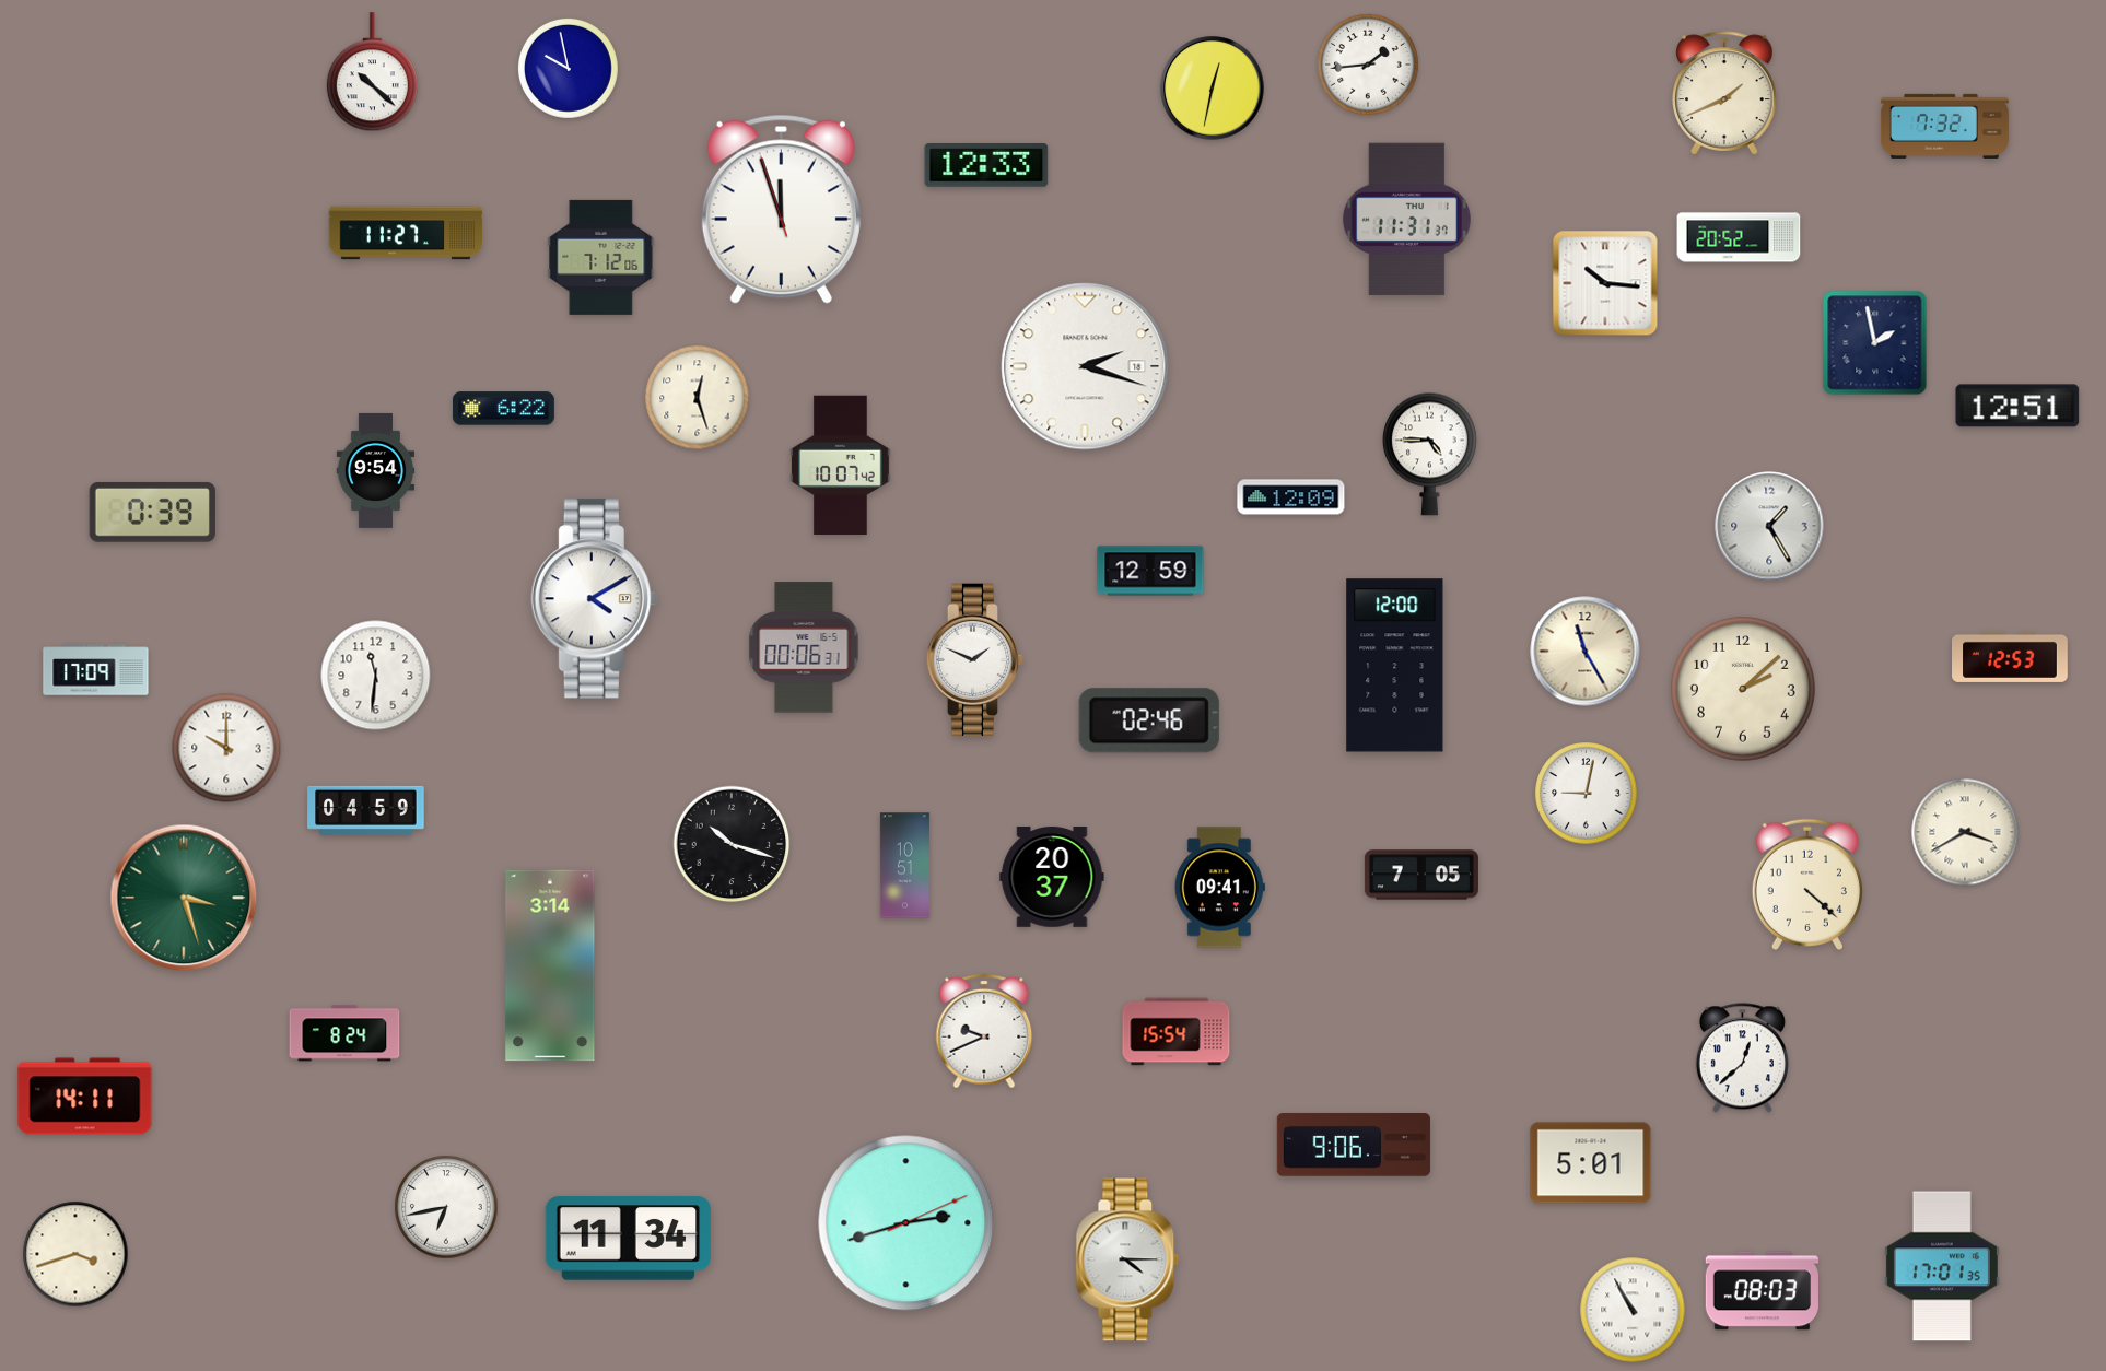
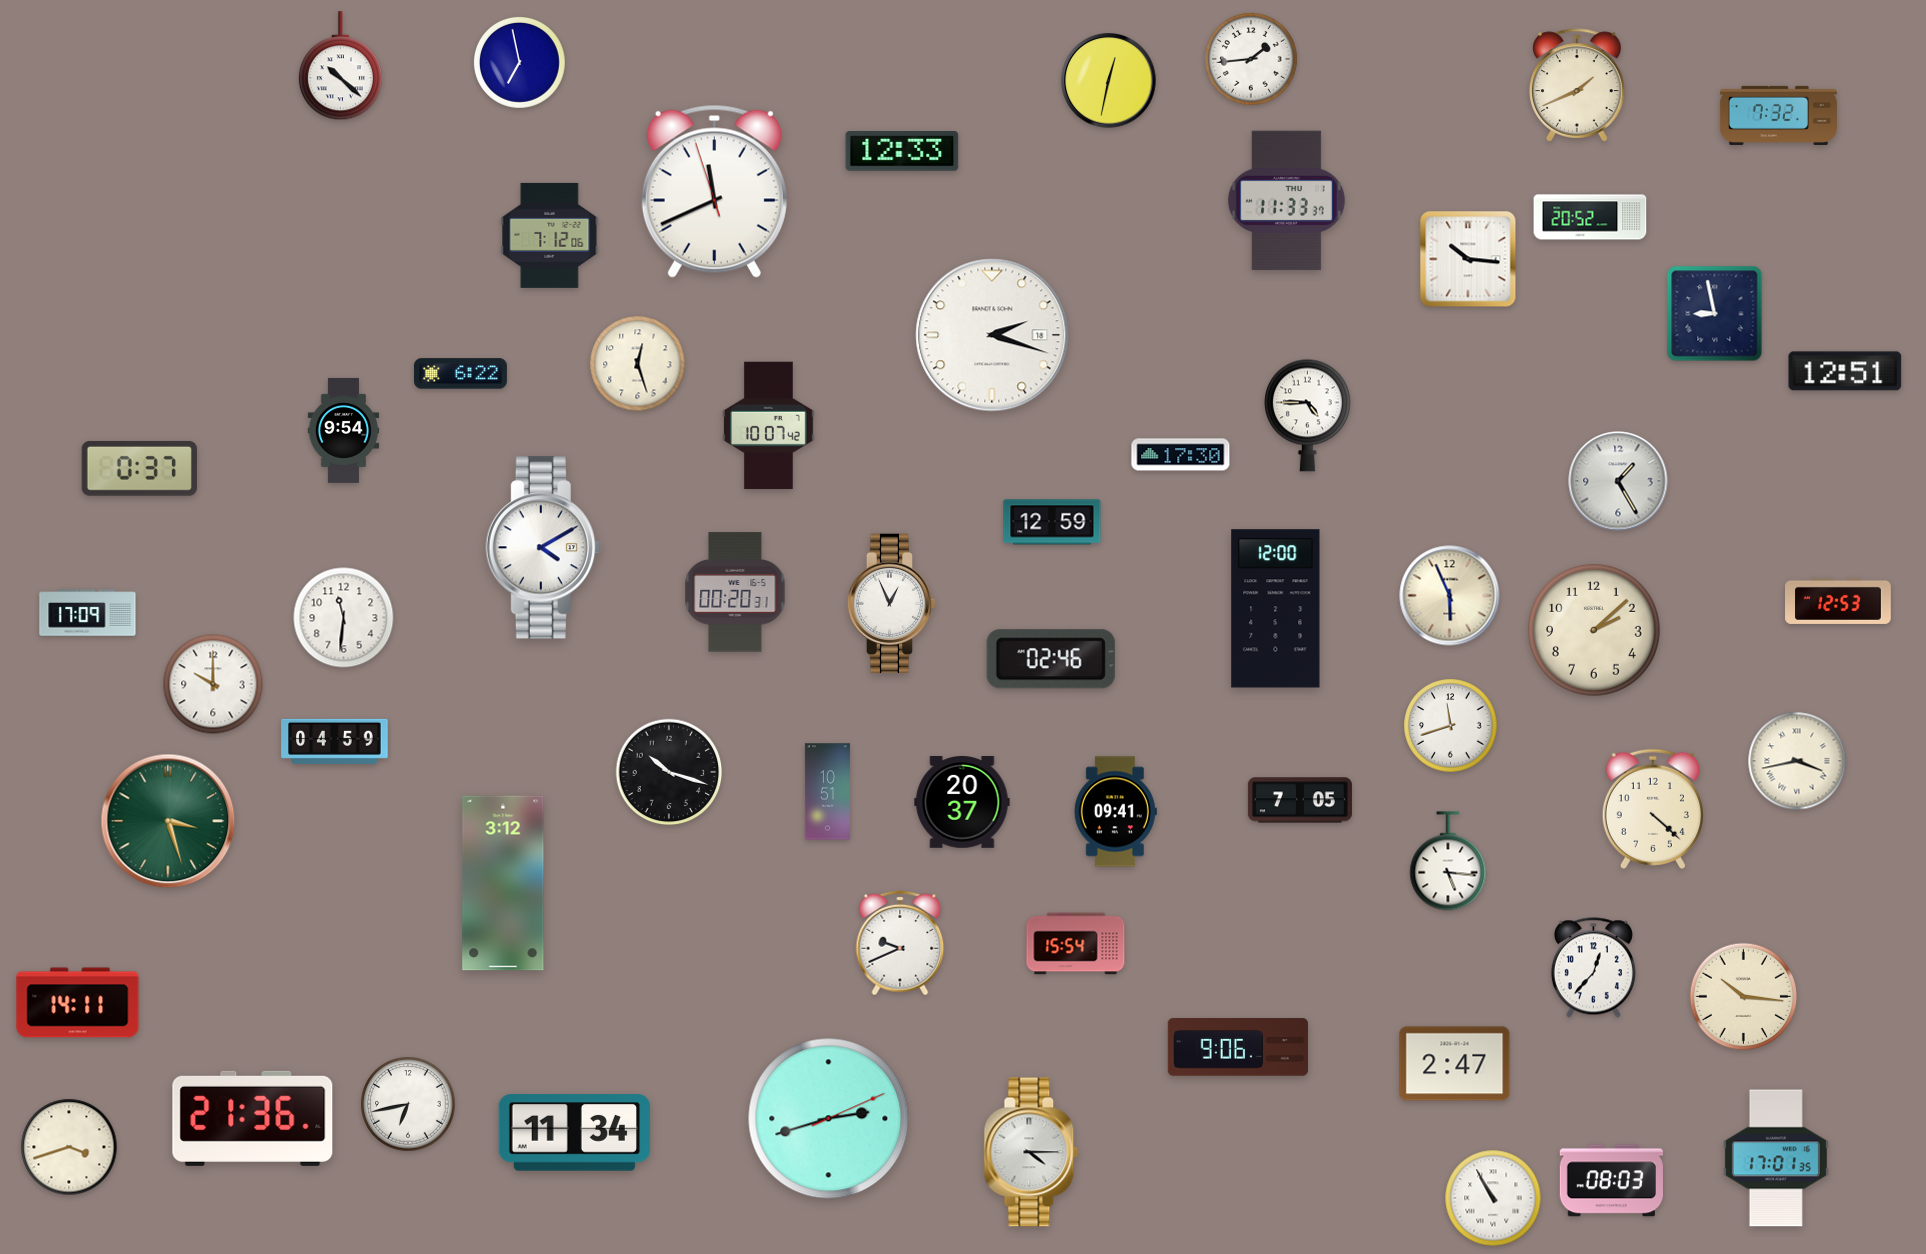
clock at (568, 68): 9:58 -> 6:58
clock at (781, 209): 11:56 -> 11:40
clock at (1406, 220): 11:31 -> 11:33
clock at (405, 233): 11:27 -> none
clock at (1875, 343): 1:58 -> 8:58
clock at (1291, 497): 12:09 -> 17:30
clock at (152, 513): 0:39 -> 0:37
clock at (804, 647): 00:06 -> 00:20
clock at (1586, 652): 11:25 -> 5:56
clock at (975, 660): 1:49 -> 12:56
clock at (226, 748) position: (226, 748) -> (213, 684)
clock at (1587, 794): 9:02 -> 11:42
clock at (1965, 832): 3:40 -> 3:43
clock at (1448, 861): none -> 5:16
clock at (550, 965): 3:14 -> 3:12
clock at (344, 1033): 8:24 -> none
clock at (1742, 1058): 12:38 -> 12:37
clock at (1744, 997): none -> 10:16
clock at (1591, 1163): 5:01 -> 2:47
clock at (253, 1118): none -> 21:36
